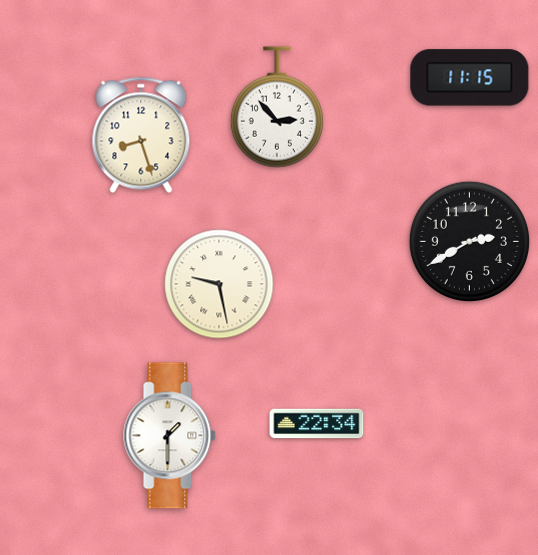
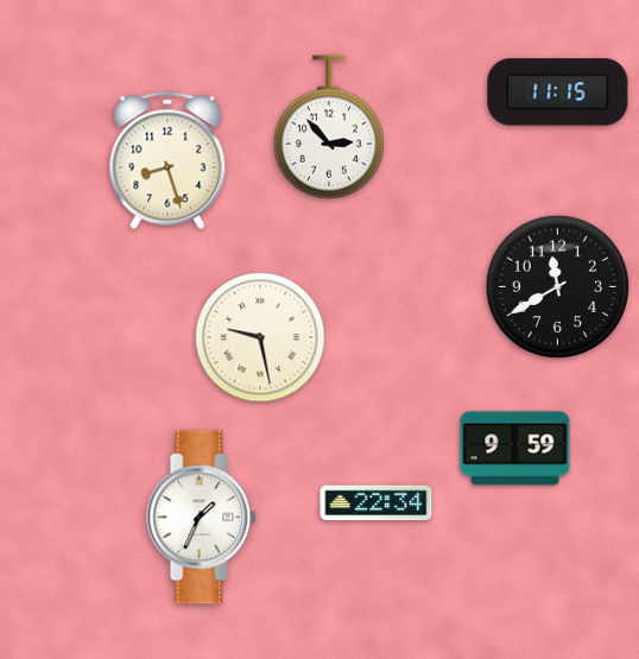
clock at (469, 241): 2:40 -> 11:40
clock at (515, 449): none -> 9:59
clock at (170, 436): 1:30 -> 1:34
